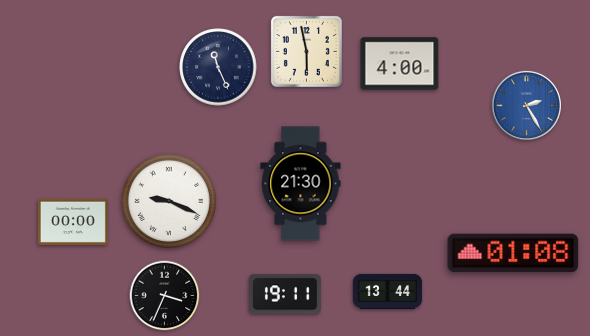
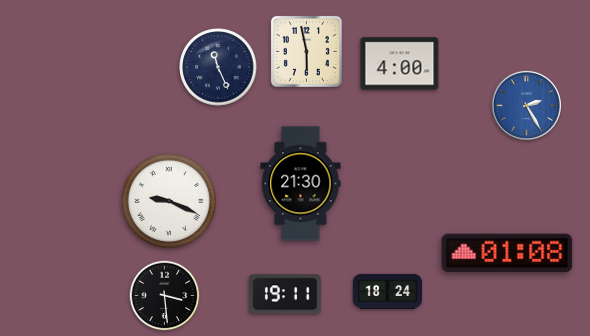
clock at (73, 222): 00:00 -> none
clock at (513, 253) position: (513, 253) -> (507, 253)
clock at (388, 291): 13:44 -> 18:24
clock at (165, 296): 3:34 -> 3:29
